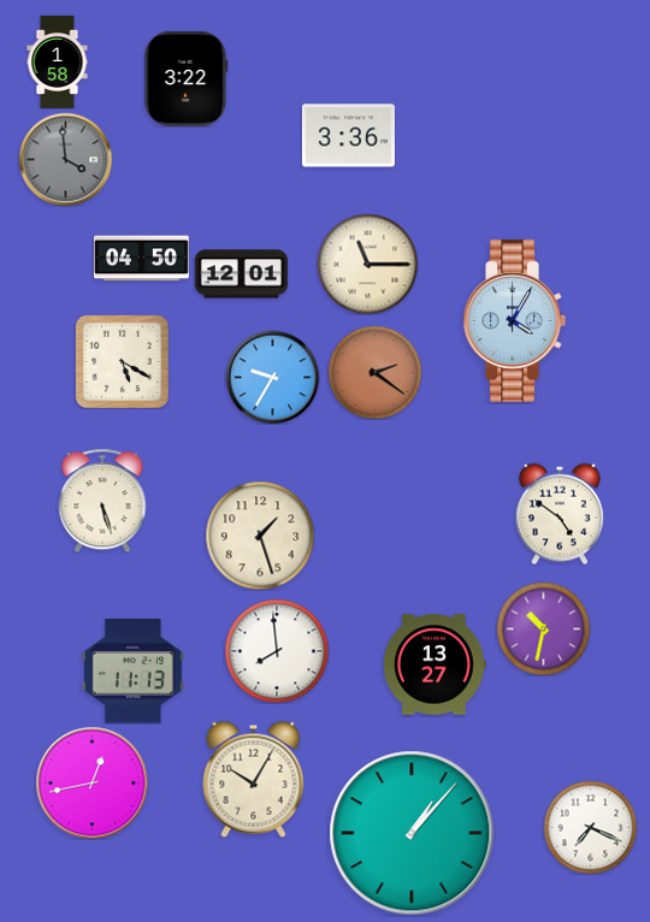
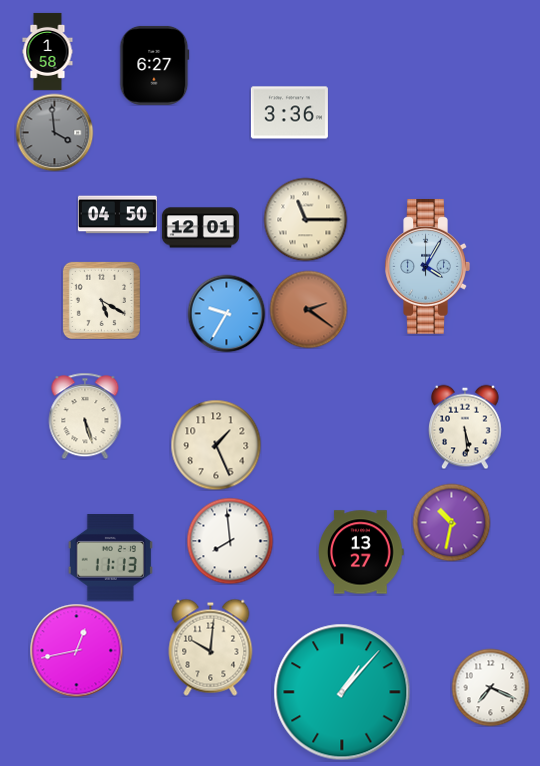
clock at (187, 78): 3:22 -> 6:27
clock at (374, 372) position: (374, 372) -> (308, 309)
clock at (561, 514): 4:51 -> 5:29
clock at (260, 536): 1:27 -> 1:26
clock at (254, 779): 10:05 -> 10:01
